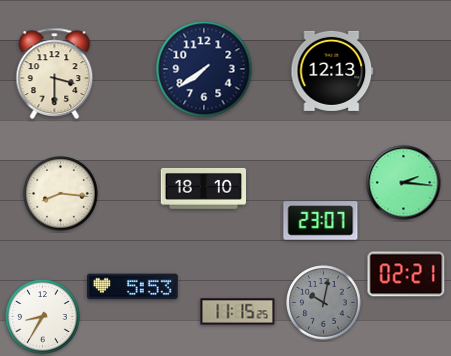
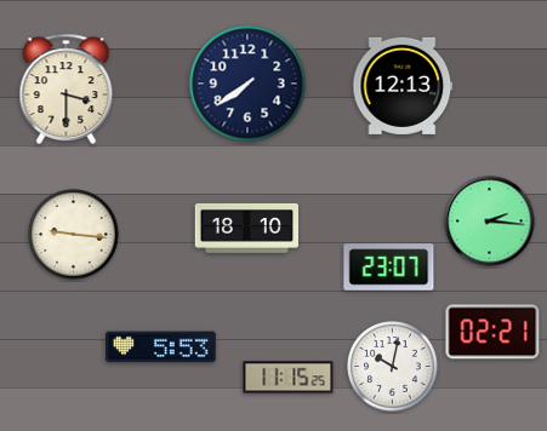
clock at (61, 194): 8:16 -> 9:16
clock at (324, 303) dial: grey -> white
clock at (43, 317): 8:35 -> none
